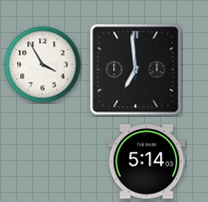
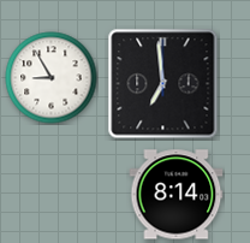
clock at (43, 65): 3:55 -> 8:55
clock at (147, 162): 5:14 -> 8:14
